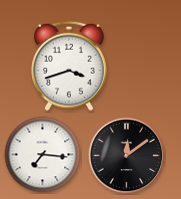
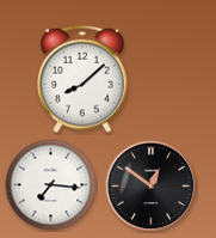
clock at (69, 66): 3:42 -> 8:08
clock at (127, 156): 12:09 -> 12:51
